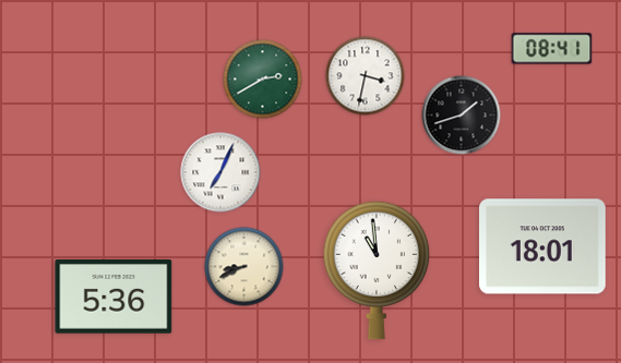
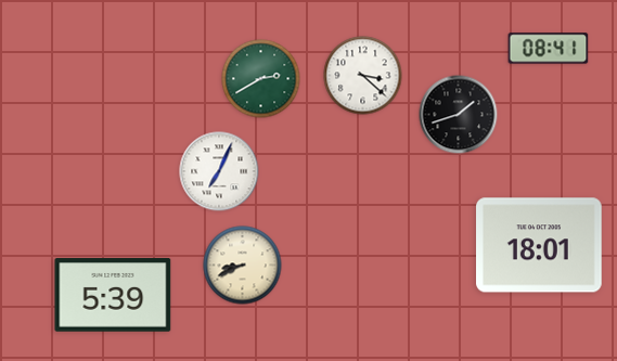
clock at (366, 76): 3:32 -> 3:22
clock at (375, 270): 10:59 -> none
clock at (114, 298): 5:36 -> 5:39
